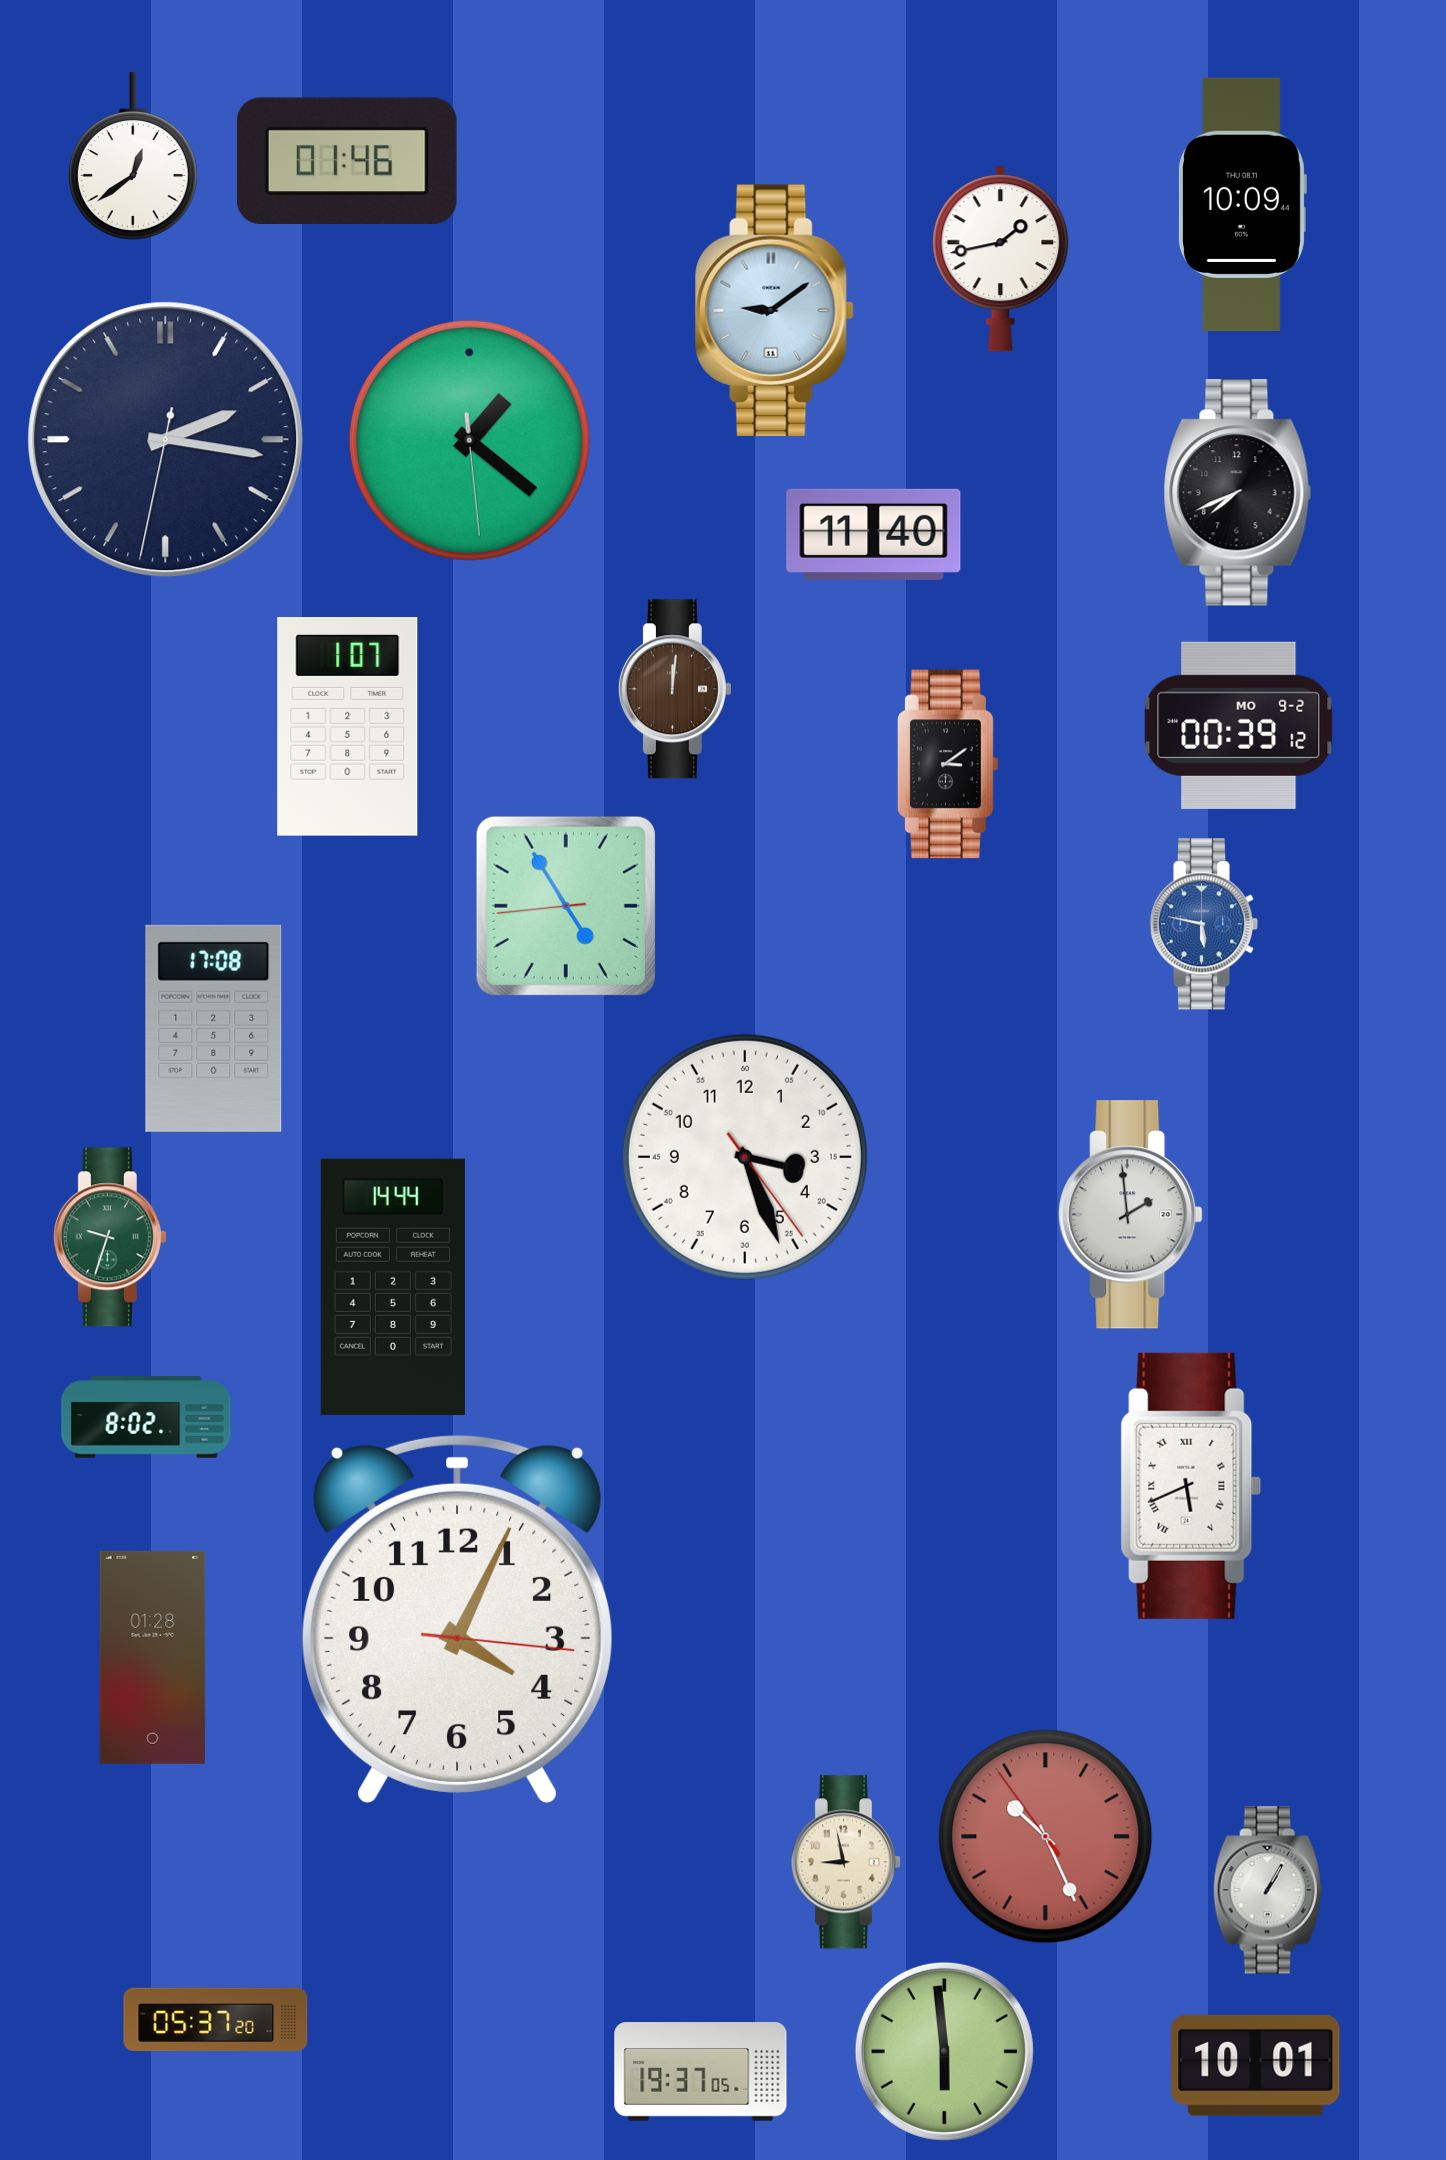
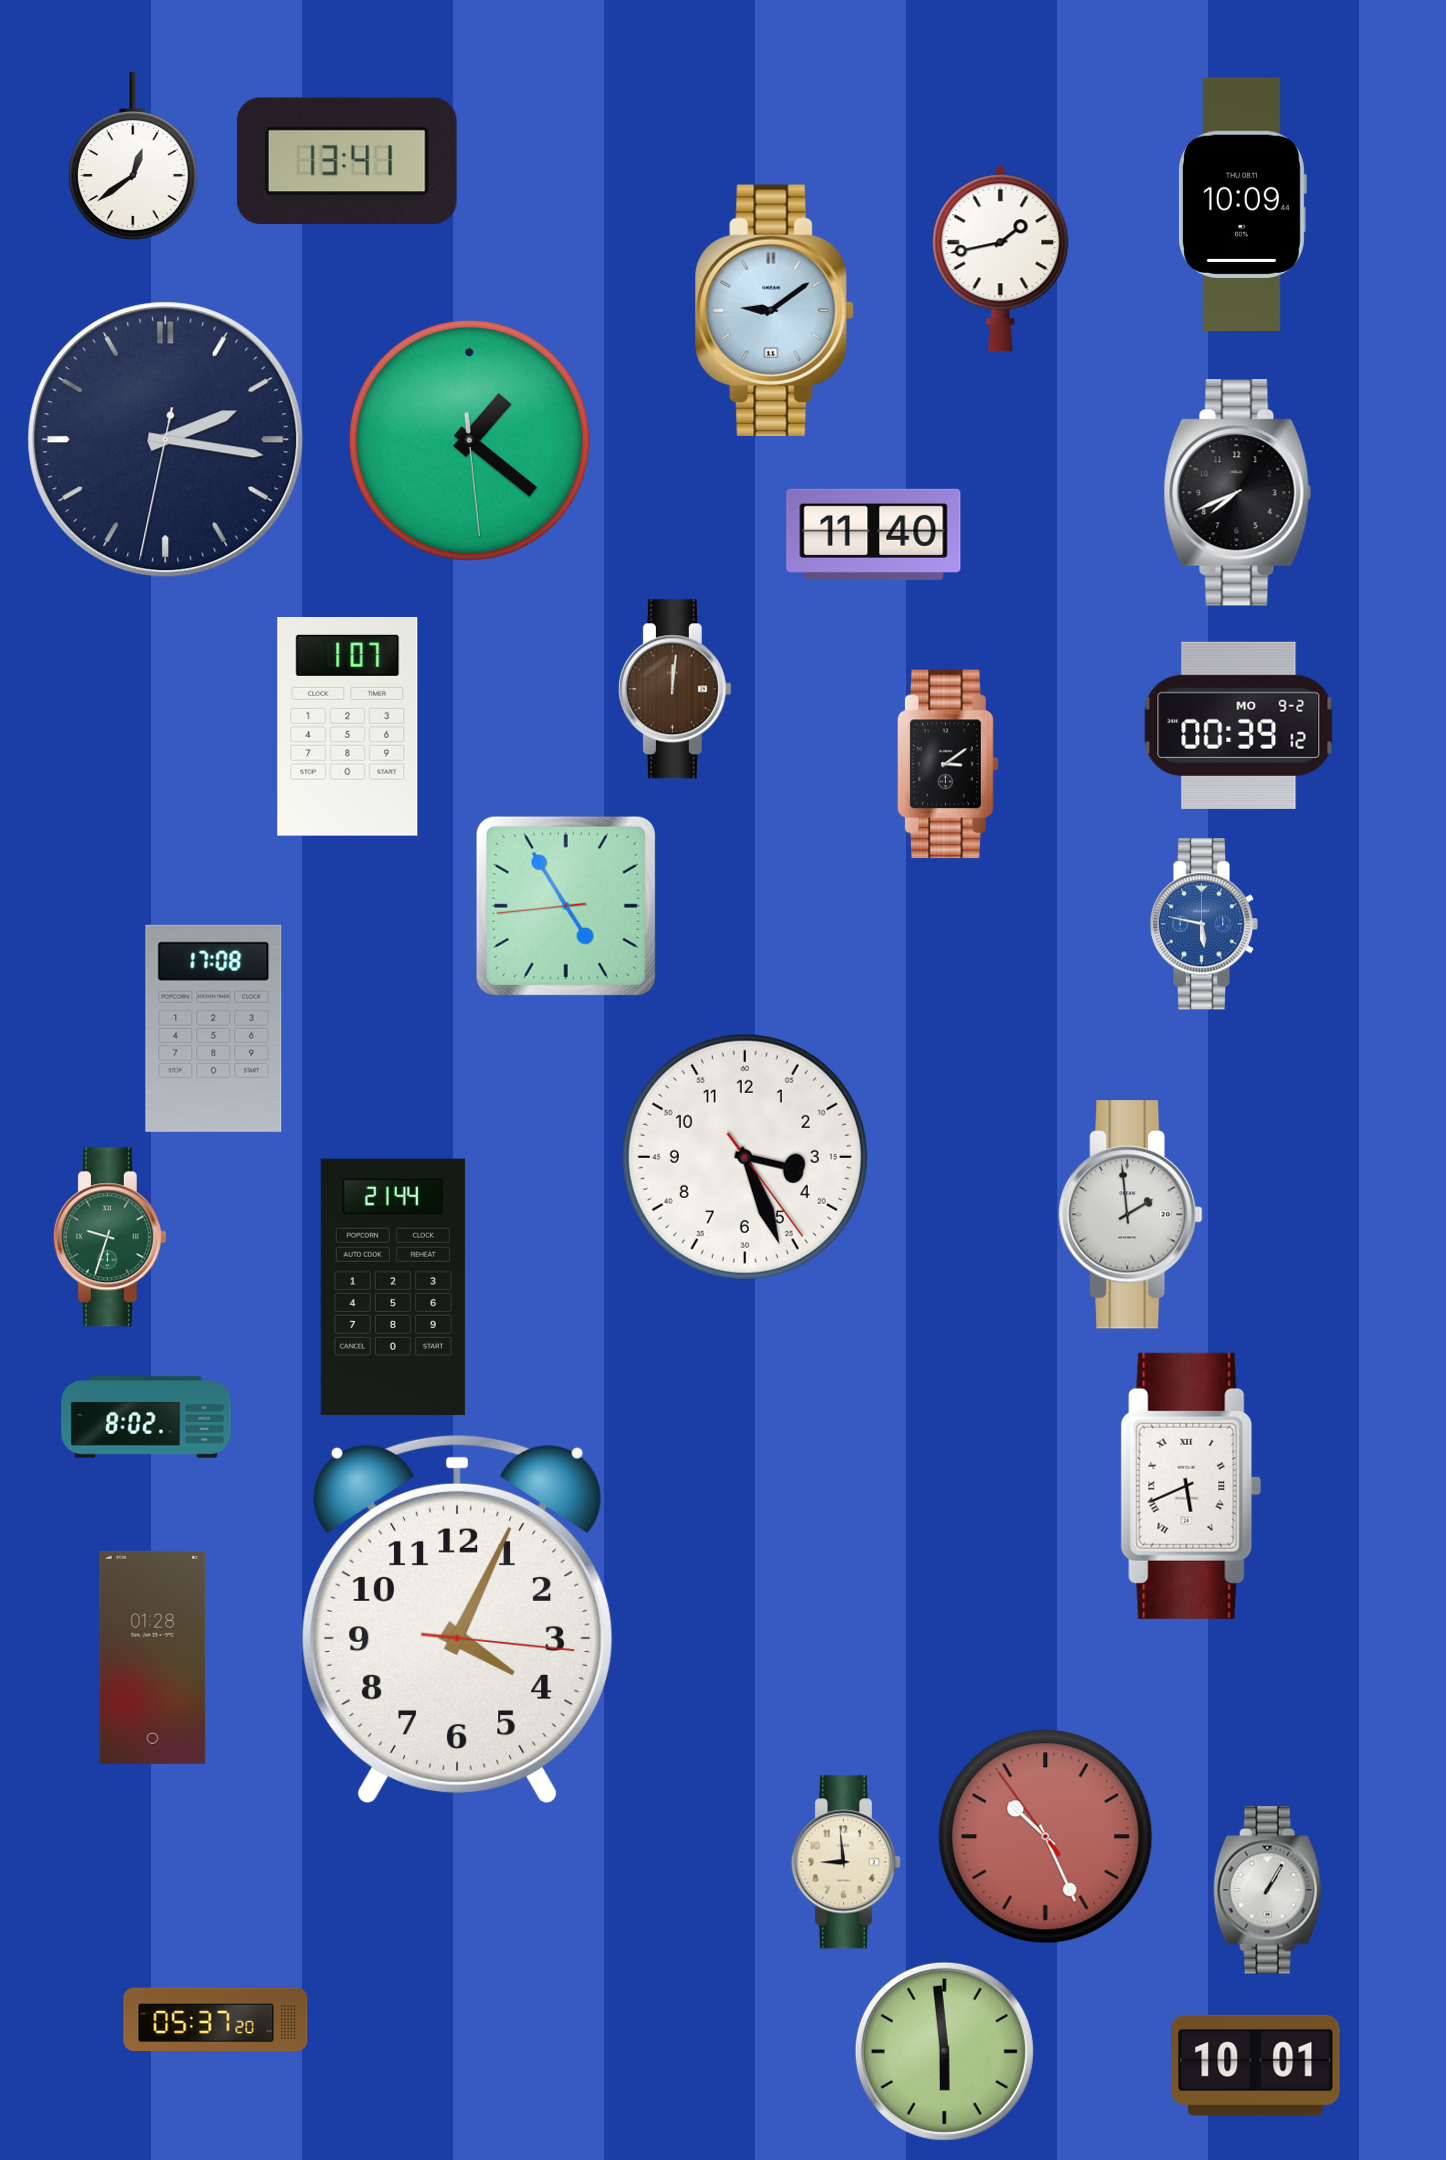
clock at (347, 160): 01:46 -> 13:41
clock at (393, 1287): 14:44 -> 21:44
clock at (845, 1862): 8:58 -> 8:59
clock at (701, 2072): 19:37 -> none
